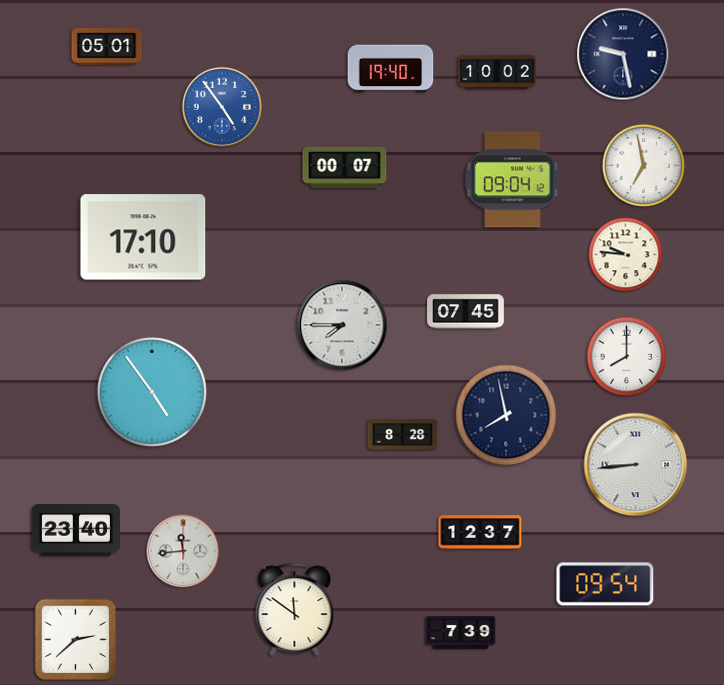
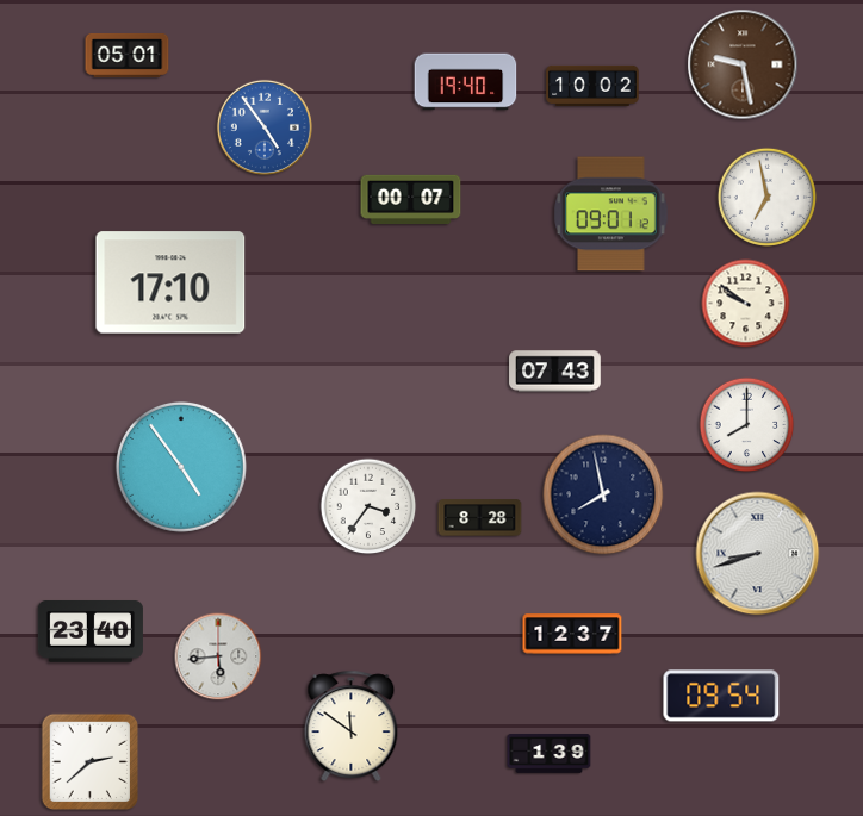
clock at (623, 54) dial: navy -> brown
clock at (513, 180): 09:04 -> 09:01
clock at (626, 255): 9:46 -> 9:51
clock at (466, 312): 07:45 -> 07:43
clock at (342, 325): 7:45 -> none
clock at (368, 506): none -> 3:36
clock at (636, 465): 8:44 -> 8:42
clock at (183, 551): 11:44 -> 5:44
clock at (461, 632): 7:39 -> 1:39
